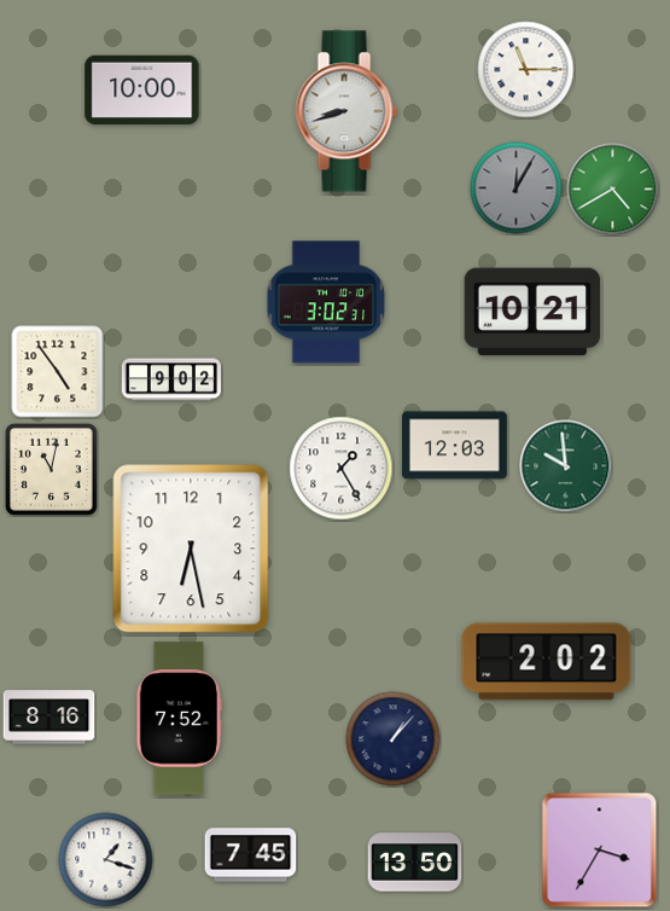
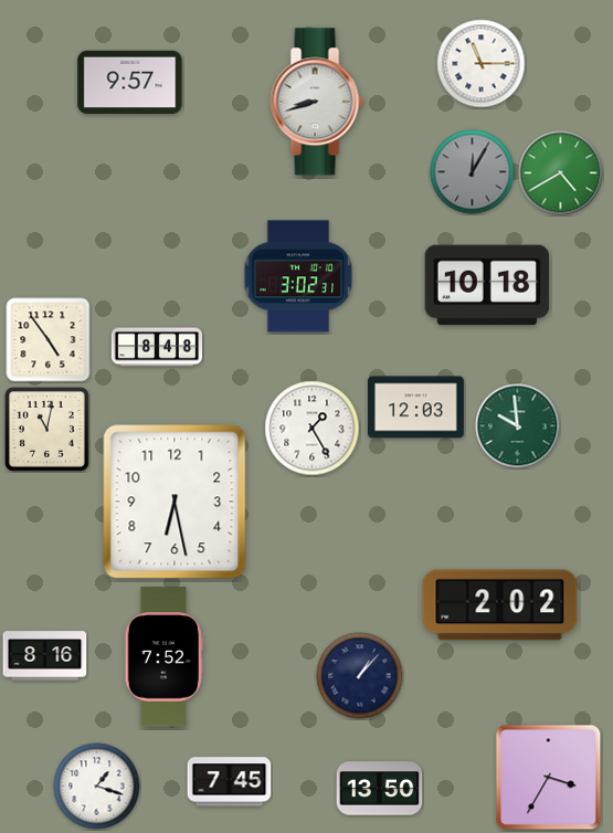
clock at (142, 91): 10:00 -> 9:57
clock at (532, 312): 10:21 -> 10:18
clock at (58, 372) position: (58, 372) -> (49, 340)
clock at (170, 379): 9:02 -> 8:48
